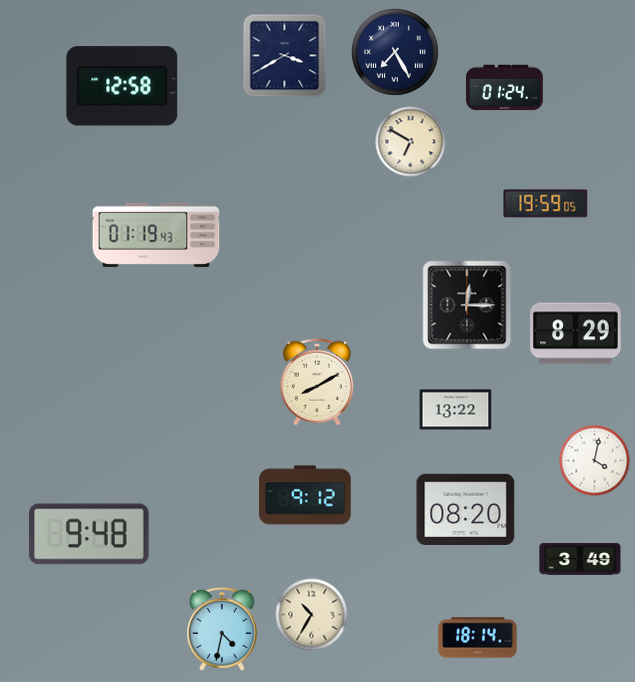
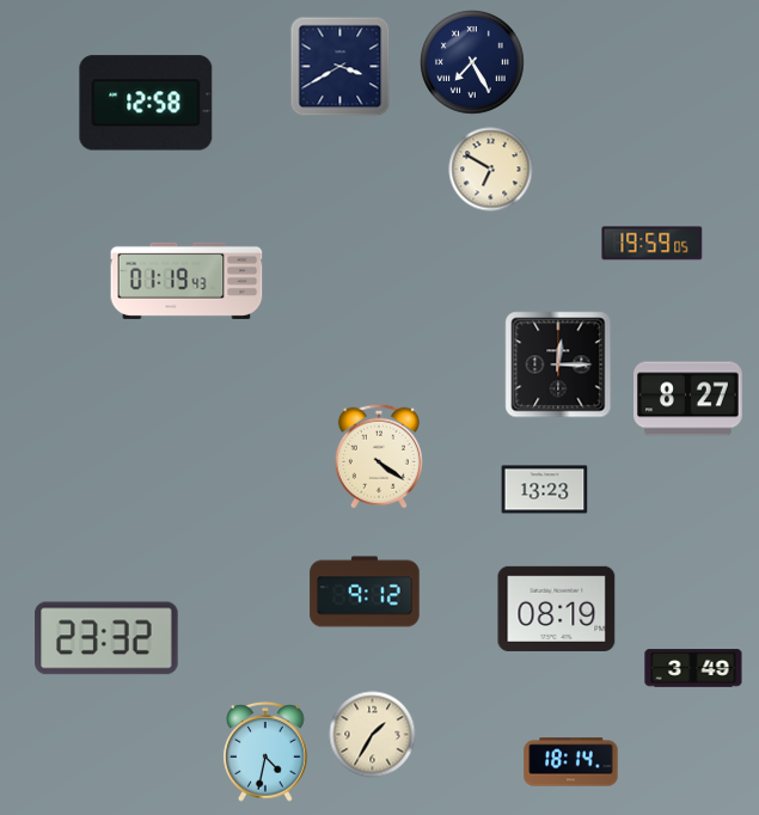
clock at (505, 88): 01:24 -> none
clock at (576, 334): 8:29 -> 8:27
clock at (317, 382): 8:10 -> 4:21
clock at (456, 410): 13:22 -> 13:23
clock at (595, 461): 4:02 -> none
clock at (466, 509): 08:20 -> 08:19
clock at (89, 534): 9:48 -> 23:32
clock at (312, 615): 10:35 -> 1:35
